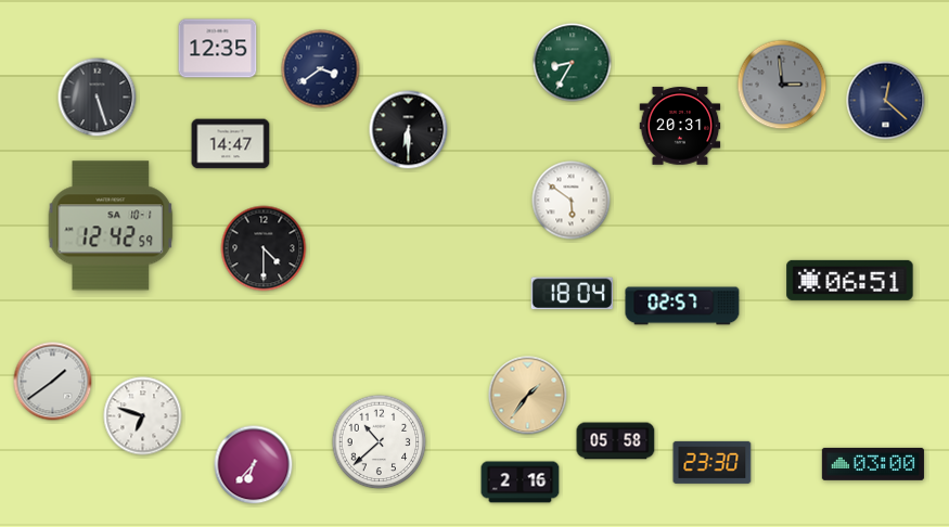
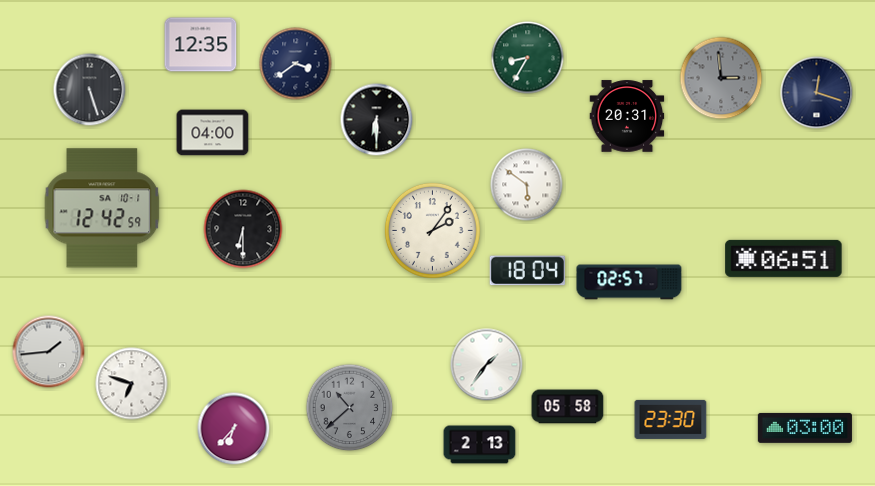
clock at (886, 101): 12:22 -> 12:18
clock at (231, 144): 14:47 -> 04:00
clock at (264, 248): 4:30 -> 6:30
clock at (432, 230): none -> 2:06
clock at (53, 382): 1:39 -> 1:44
clock at (528, 396) dial: champagne -> white
clock at (380, 442) dial: white -> grey
clock at (713, 462) position: (713, 462) -> (671, 419)
clock at (521, 483): 2:16 -> 2:13
